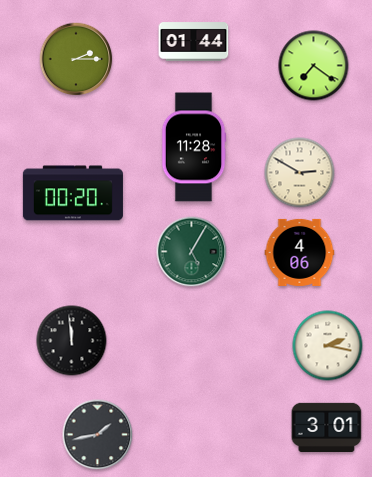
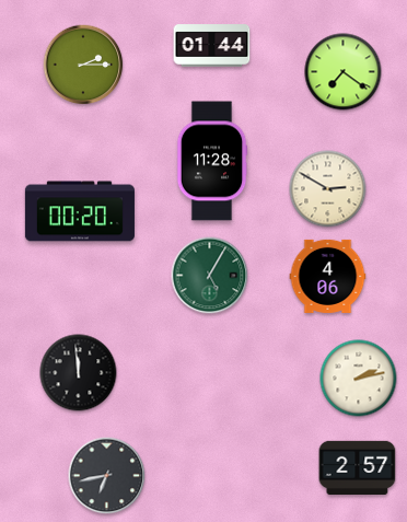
clock at (328, 346): 2:17 -> 2:13
clock at (327, 427): 3:01 -> 2:57
clock at (98, 435): 1:43 -> 6:43
